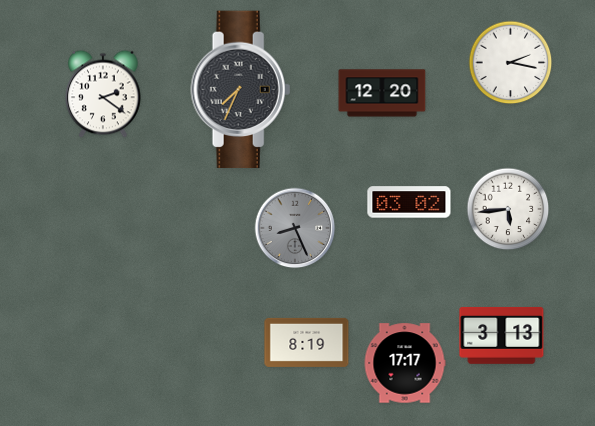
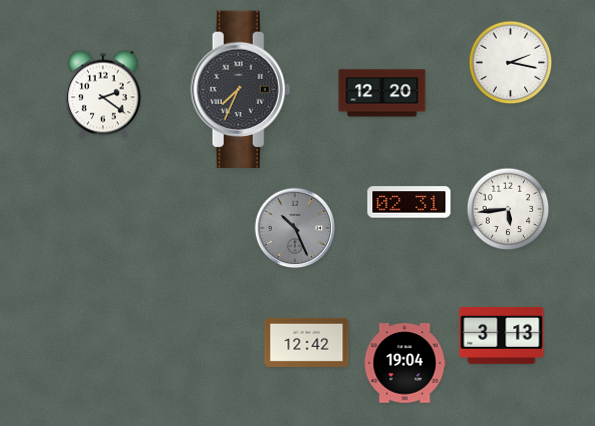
clock at (409, 202): 03:02 -> 02:31
clock at (295, 228): 8:26 -> 10:26
clock at (307, 342): 8:19 -> 12:42
clock at (405, 363): 17:17 -> 19:04
